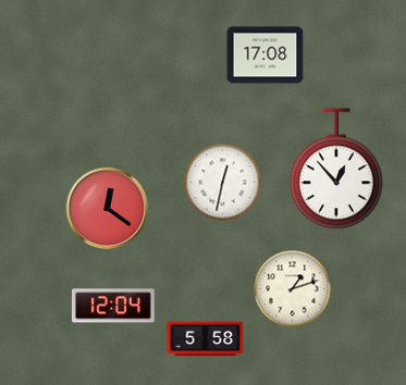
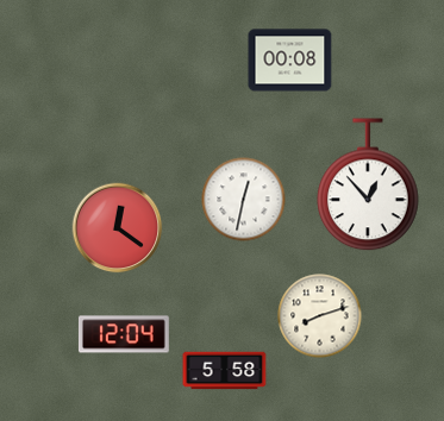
clock at (266, 55): 17:08 -> 00:08
clock at (293, 289): 1:12 -> 8:12
